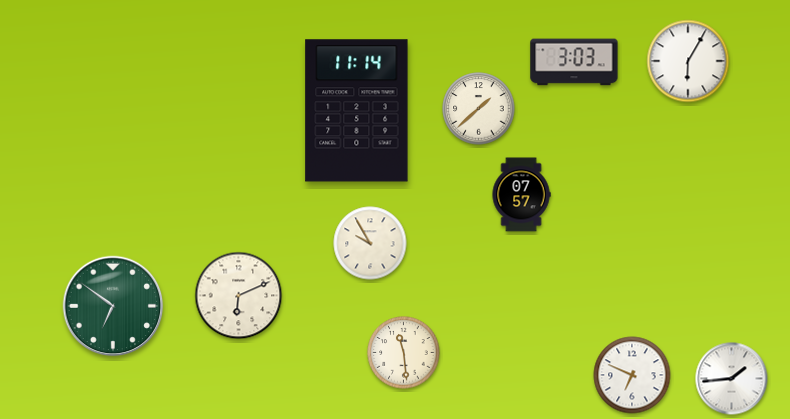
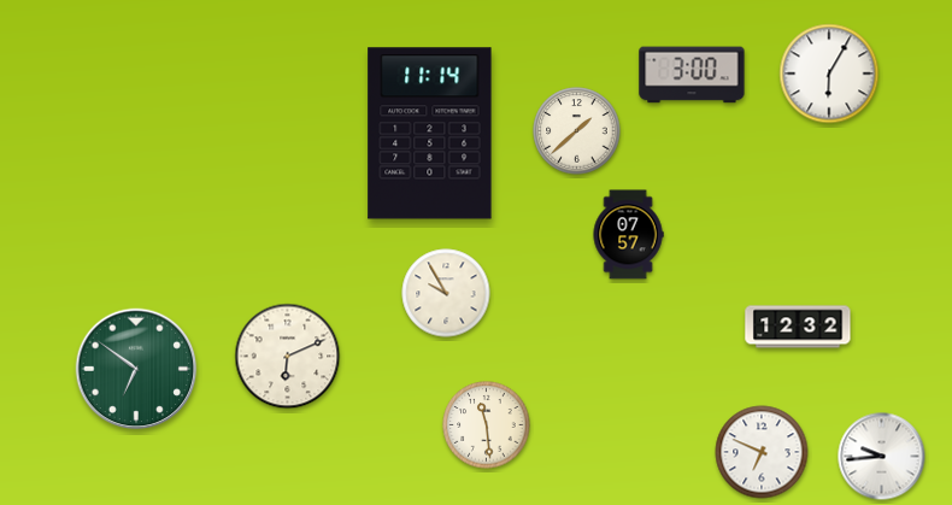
clock at (574, 62): 3:03 -> 3:00
clock at (798, 327): none -> 12:32
clock at (732, 379): 1:44 -> 9:44
